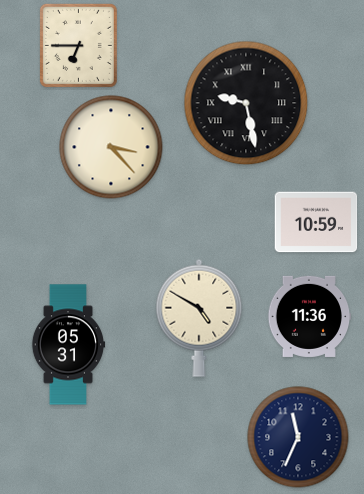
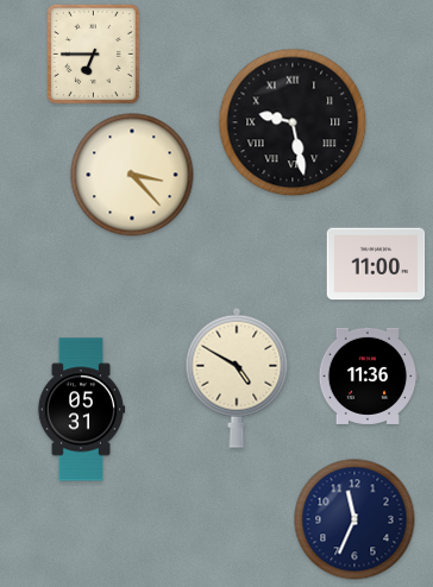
clock at (316, 222): 10:59 -> 11:00
